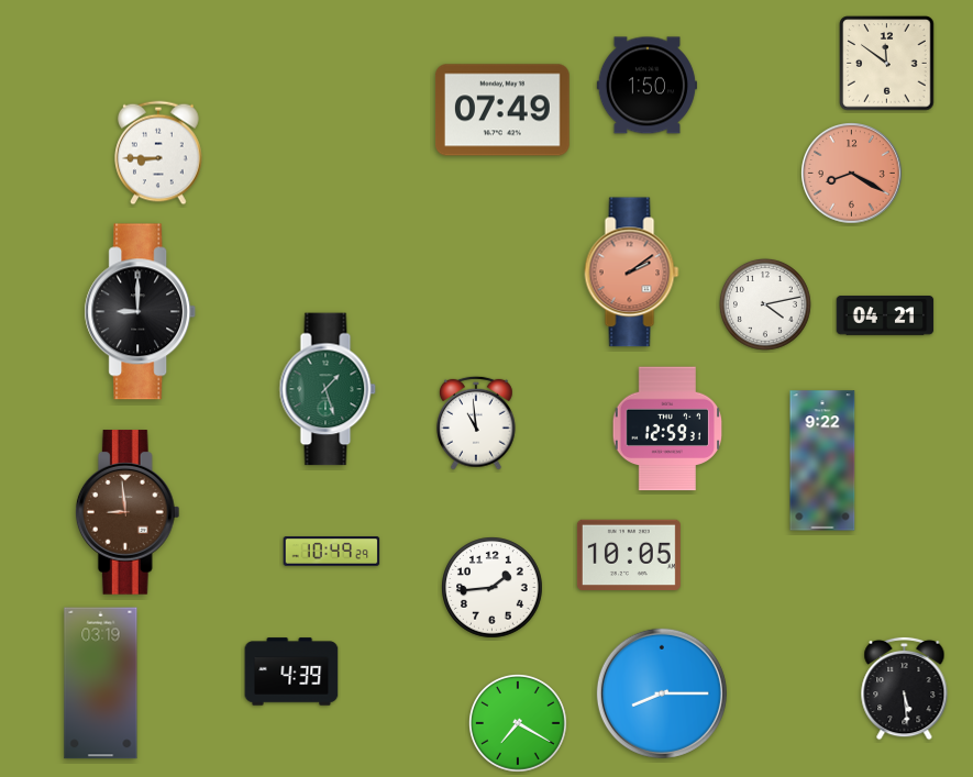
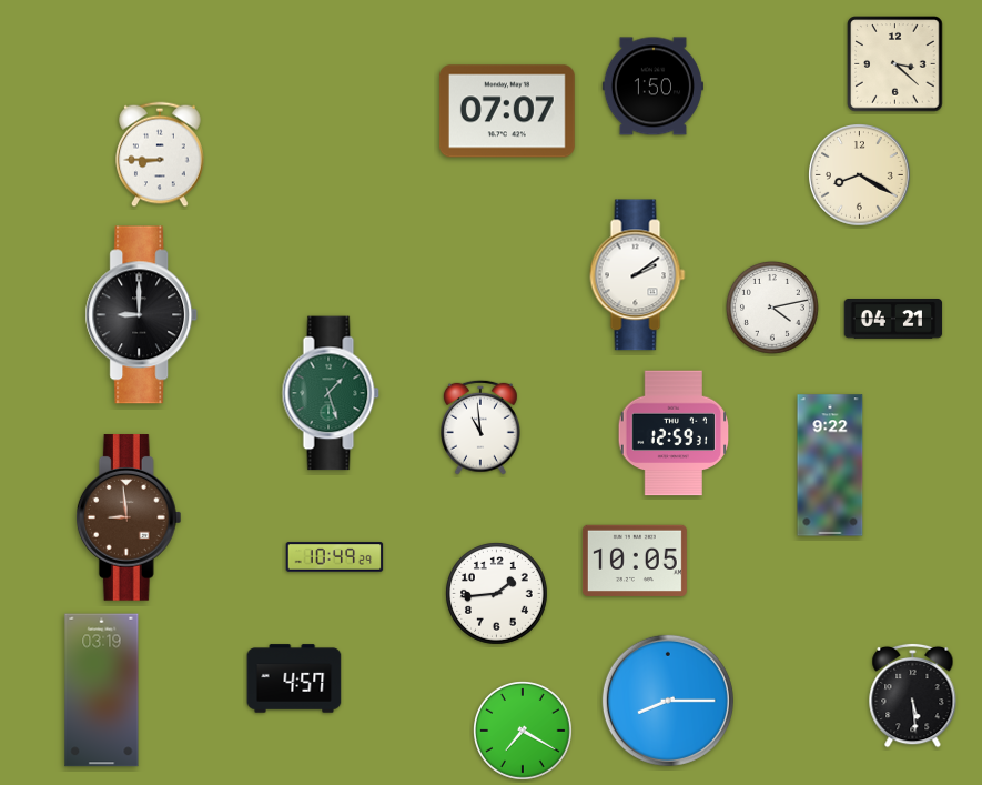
clock at (887, 64): 11:51 -> 3:22
clock at (502, 110): 07:49 -> 07:07
clock at (852, 174) dial: salmon -> cream
clock at (632, 273) dial: salmon -> white
clock at (291, 671): 4:39 -> 4:57
